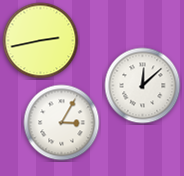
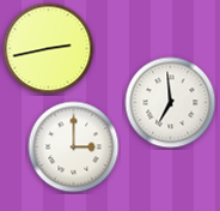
clock at (143, 86): 12:08 -> 6:59
clock at (62, 123): 3:05 -> 3:00
